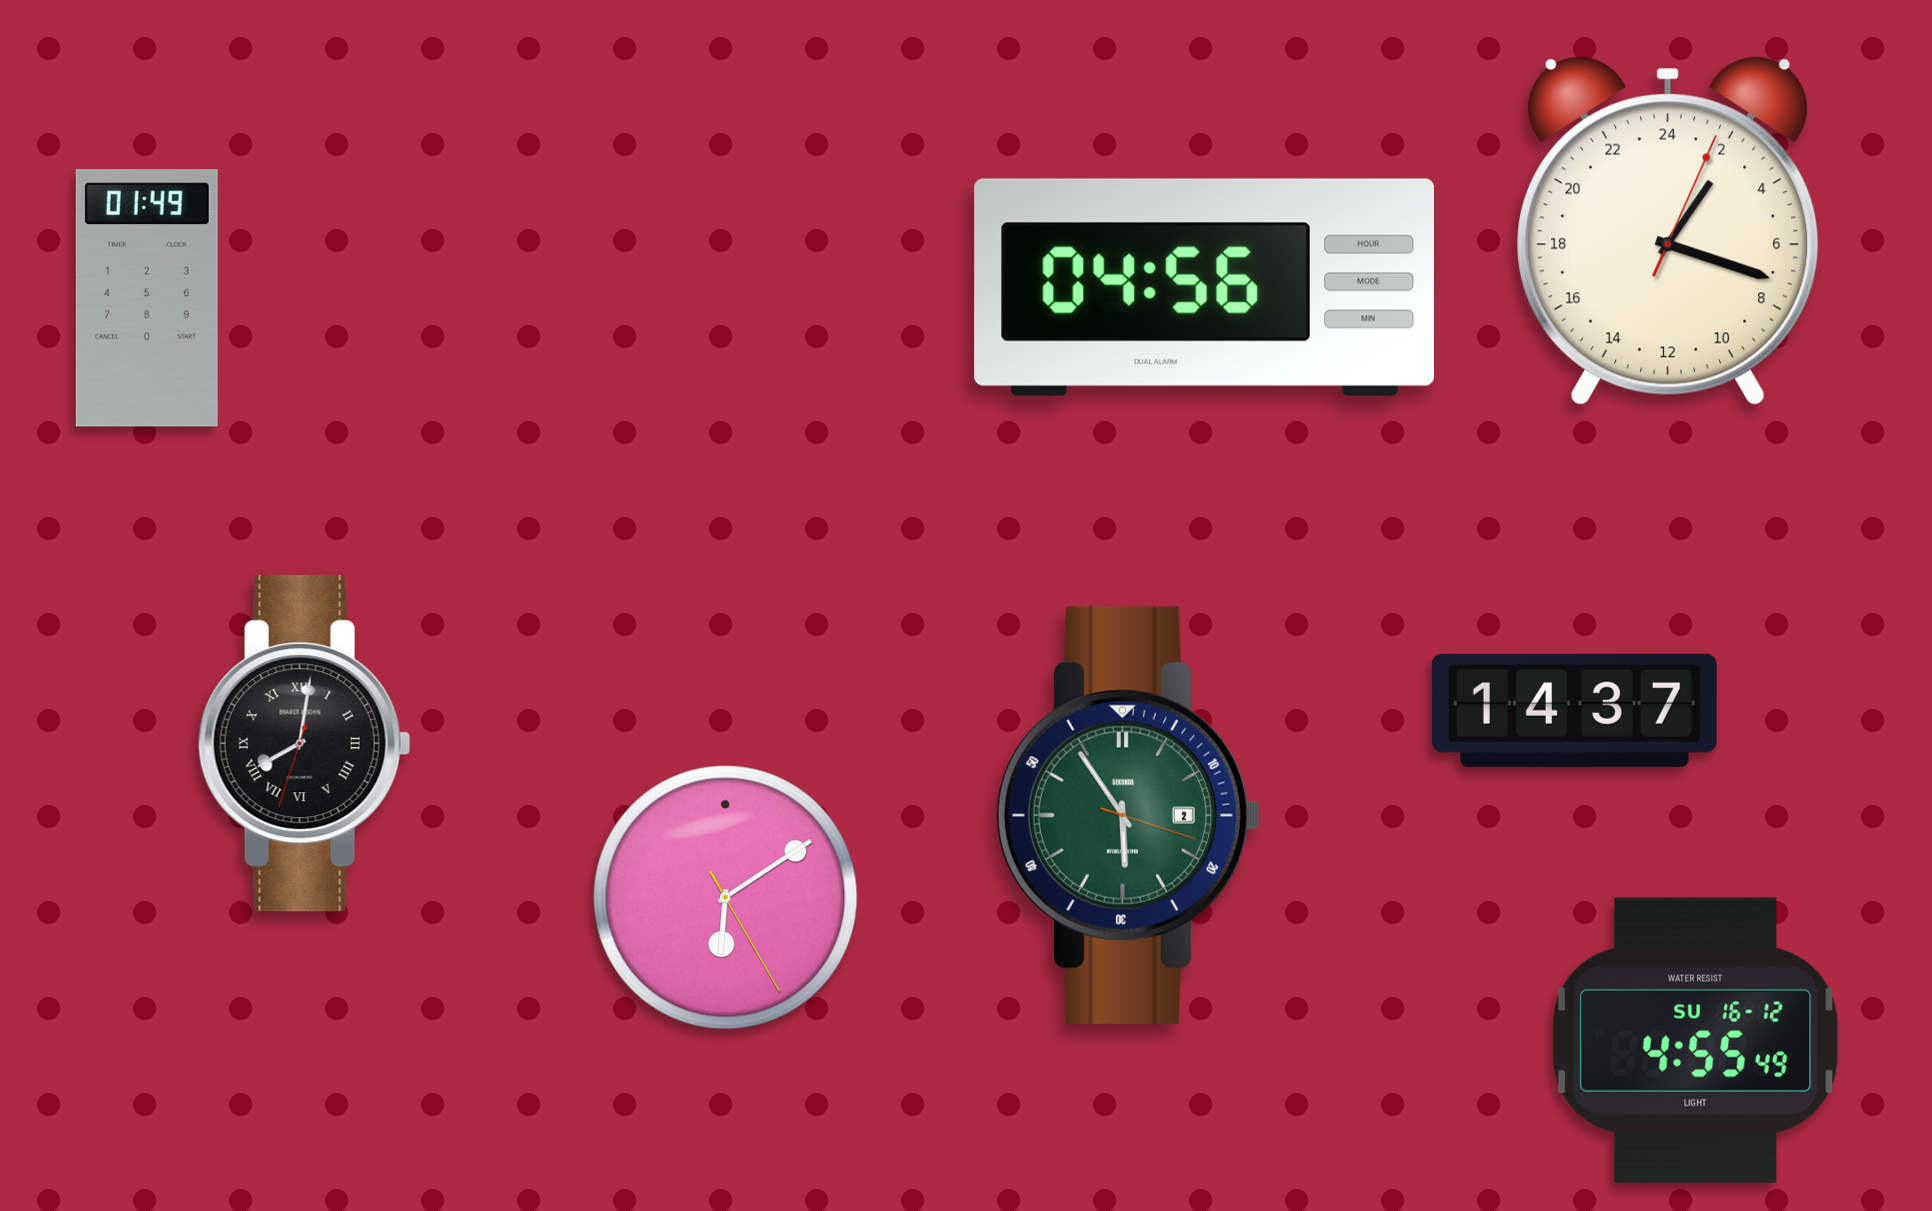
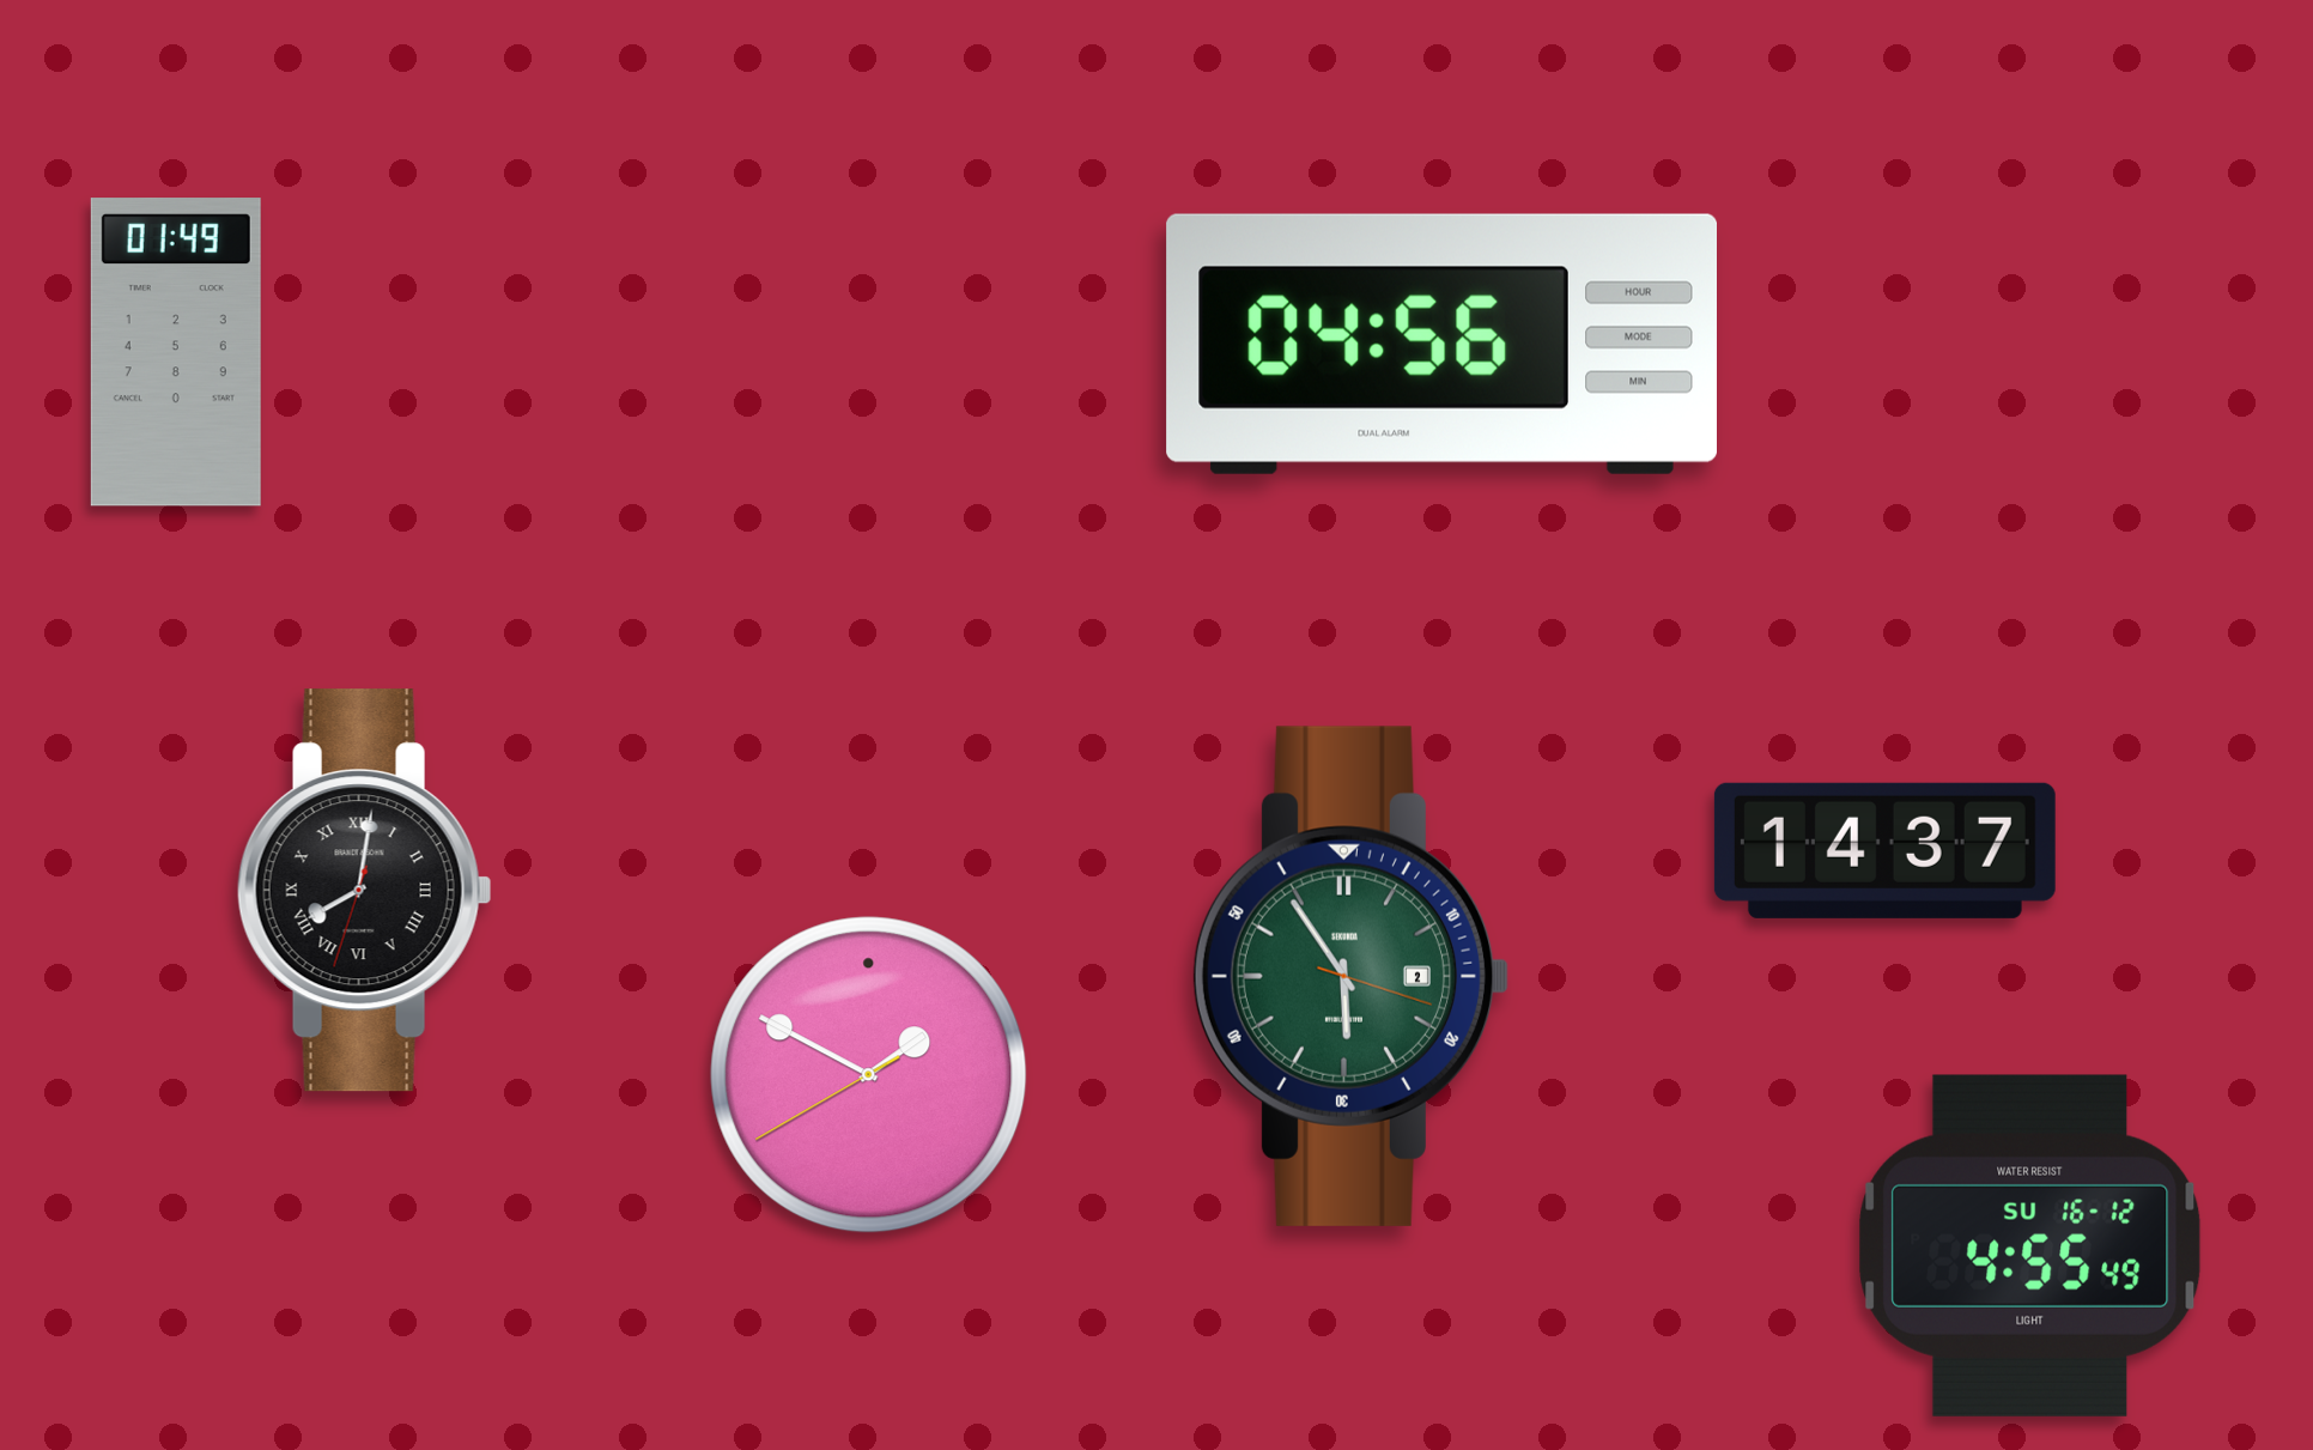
clock at (1669, 231): 2:18 -> none
clock at (147, 298) position: (147, 298) -> (176, 352)
clock at (726, 898): 6:09 -> 1:49
